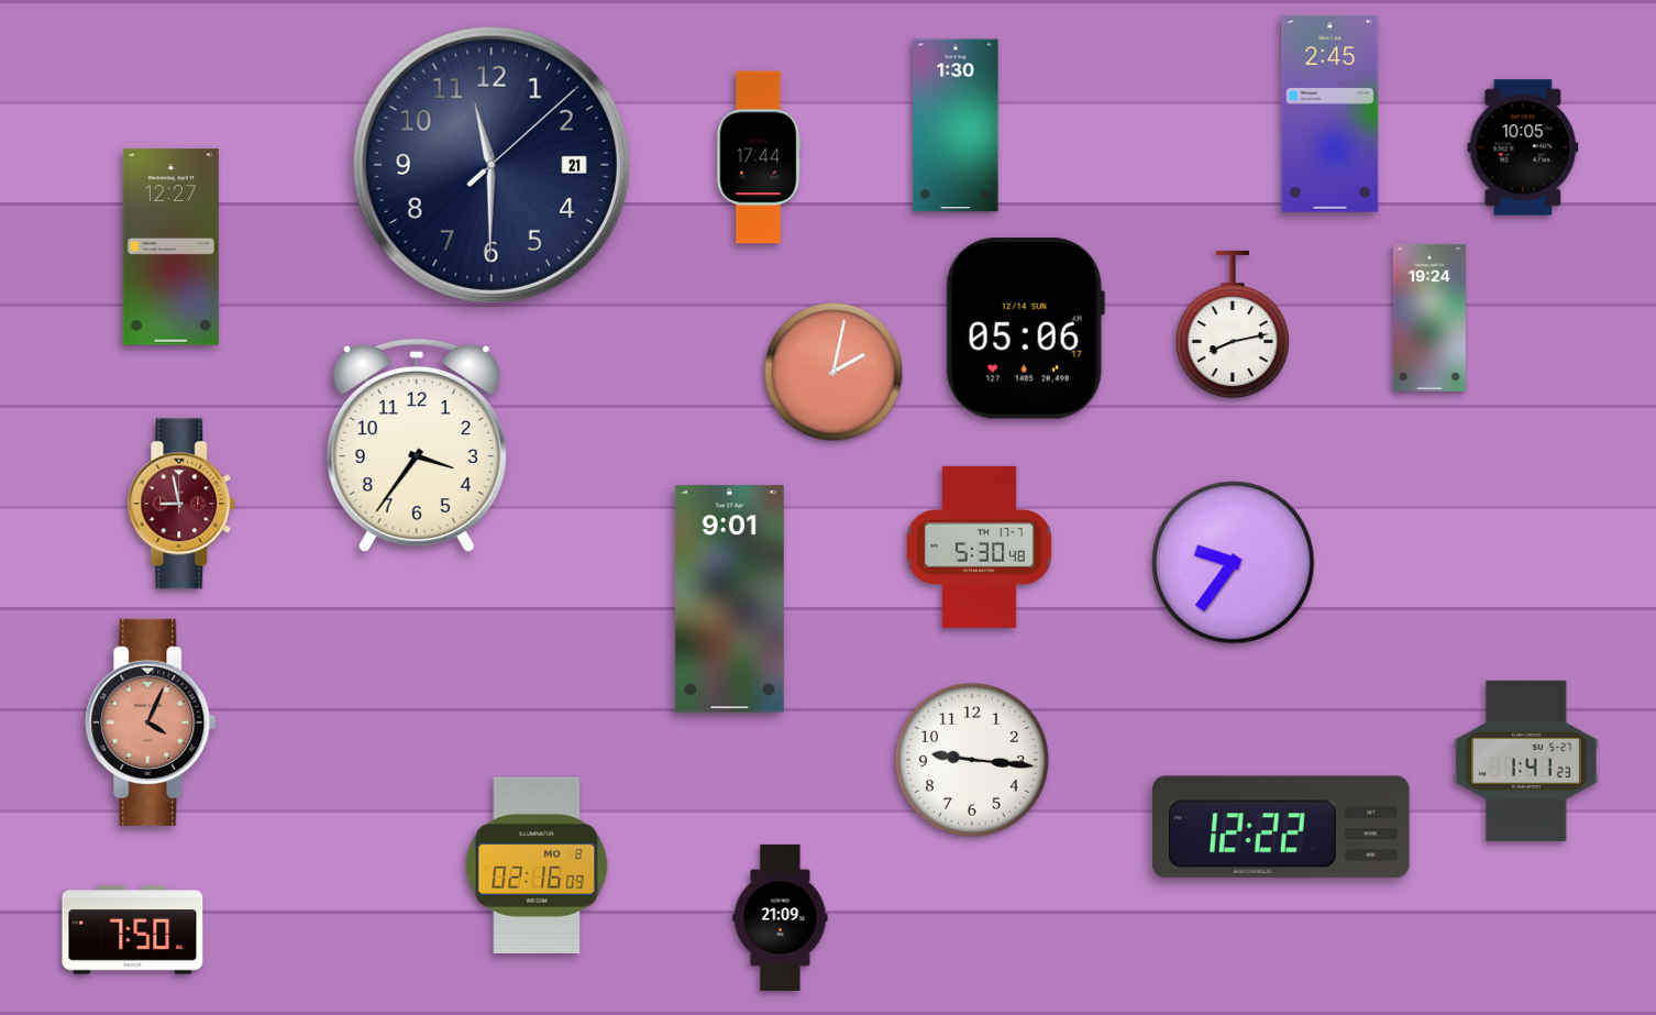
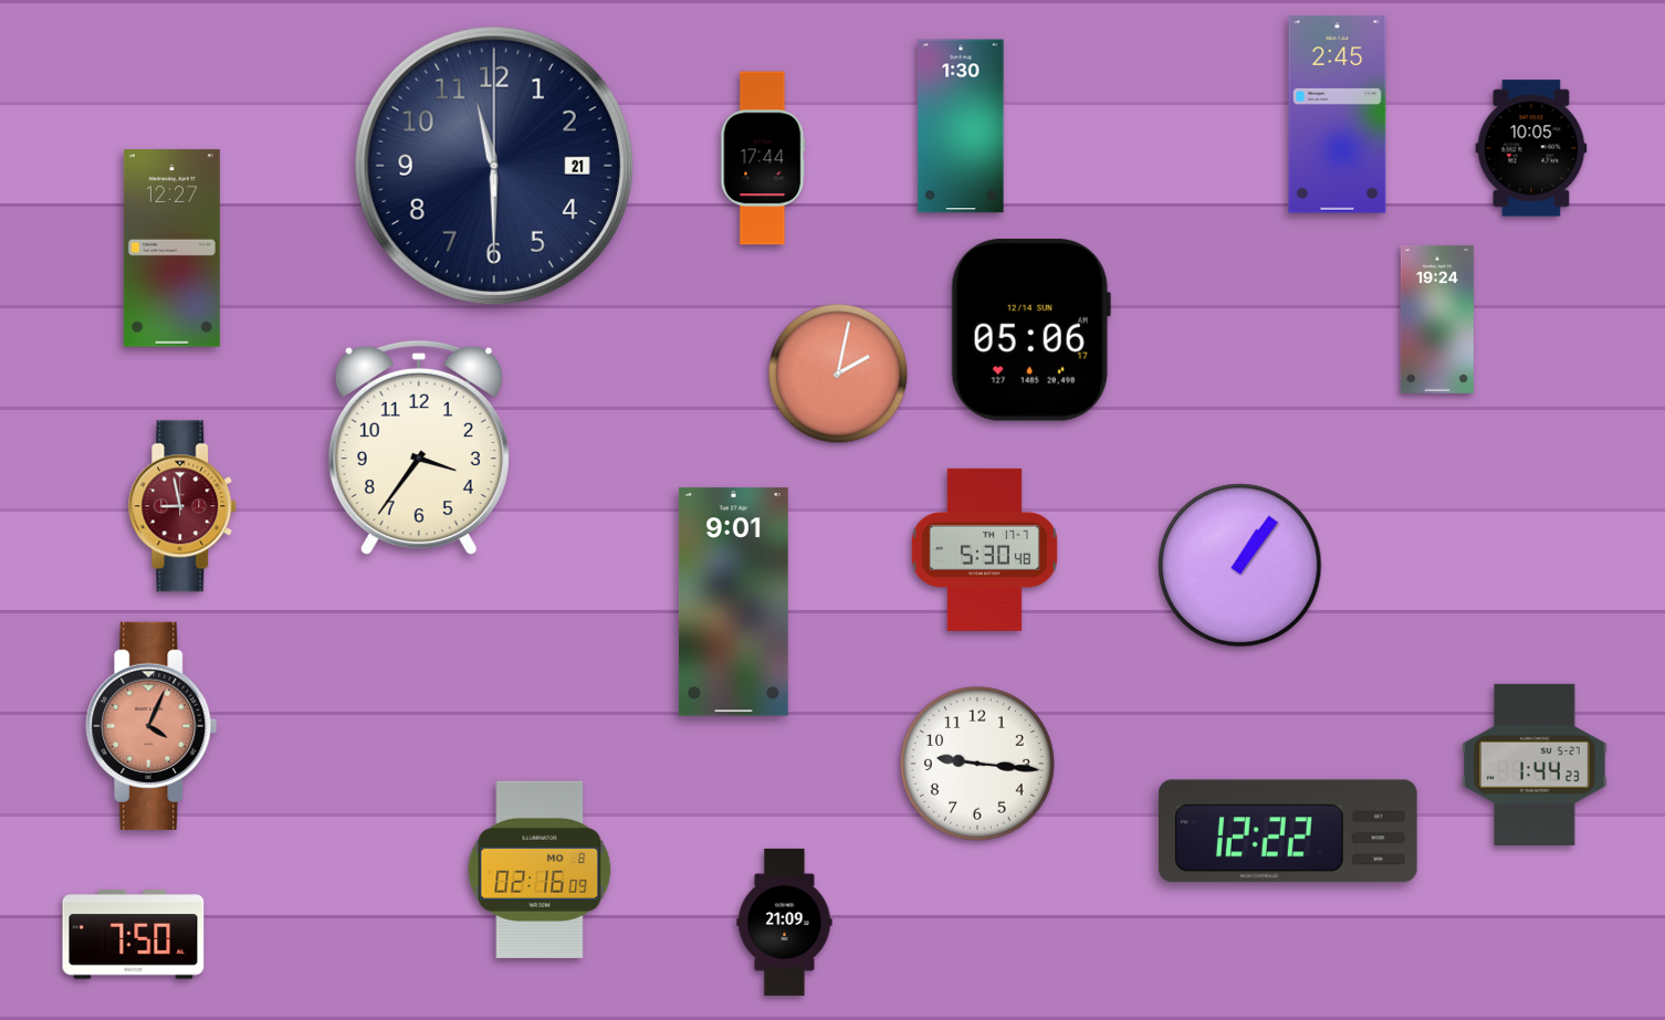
clock at (492, 165): 11:30:08 -> 11:30:00
clock at (1233, 324): 8:13 -> none
clock at (1234, 563): 9:36 -> 1:06
clock at (1526, 761): 1:41 -> 1:44
